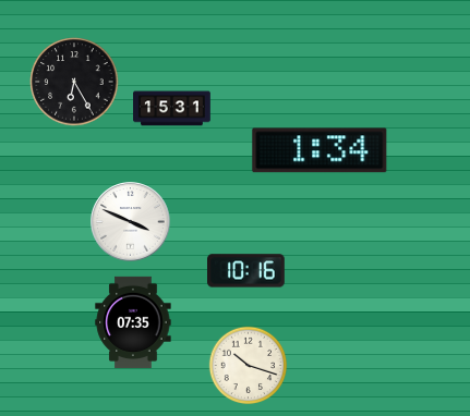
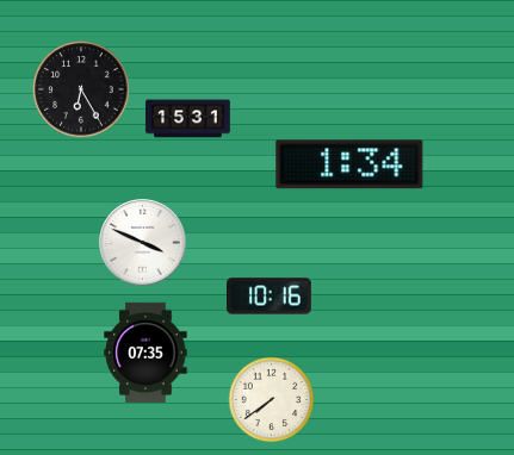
clock at (249, 366): 10:18 -> 7:39
